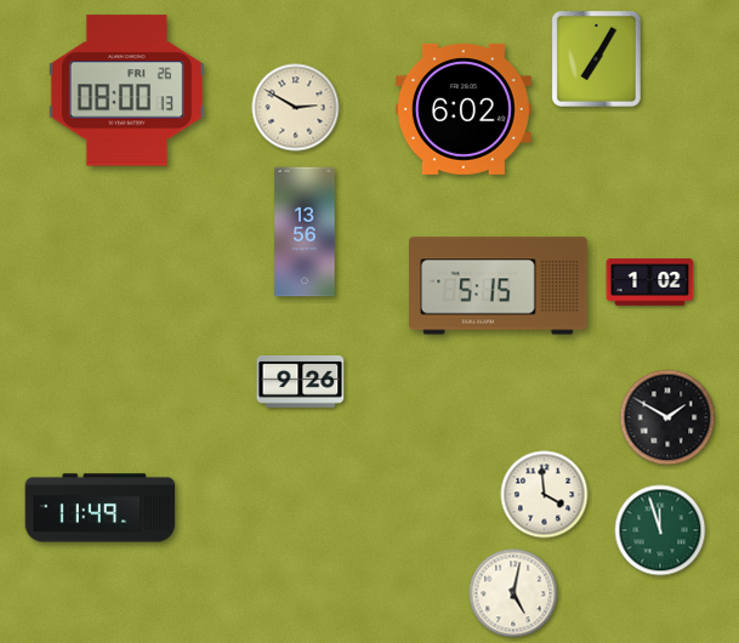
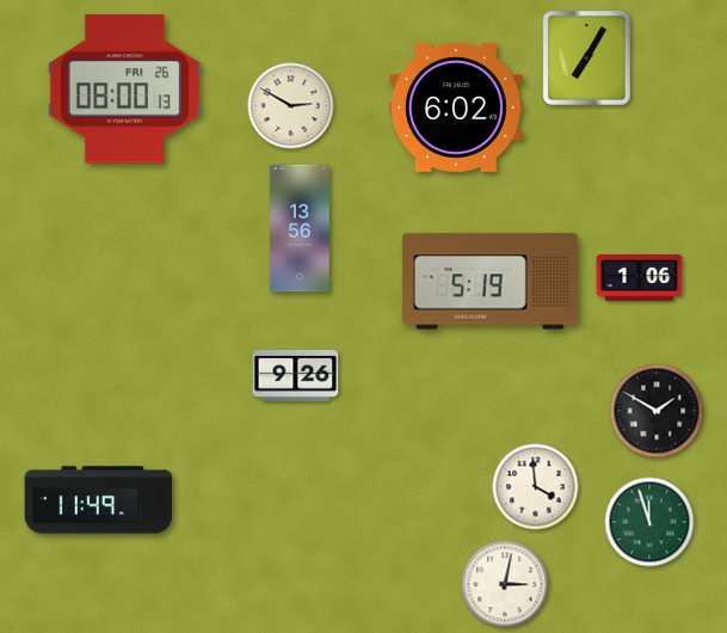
clock at (650, 283): 1:02 -> 1:06
clock at (499, 286): 5:15 -> 5:19
clock at (513, 593): 5:02 -> 3:02
